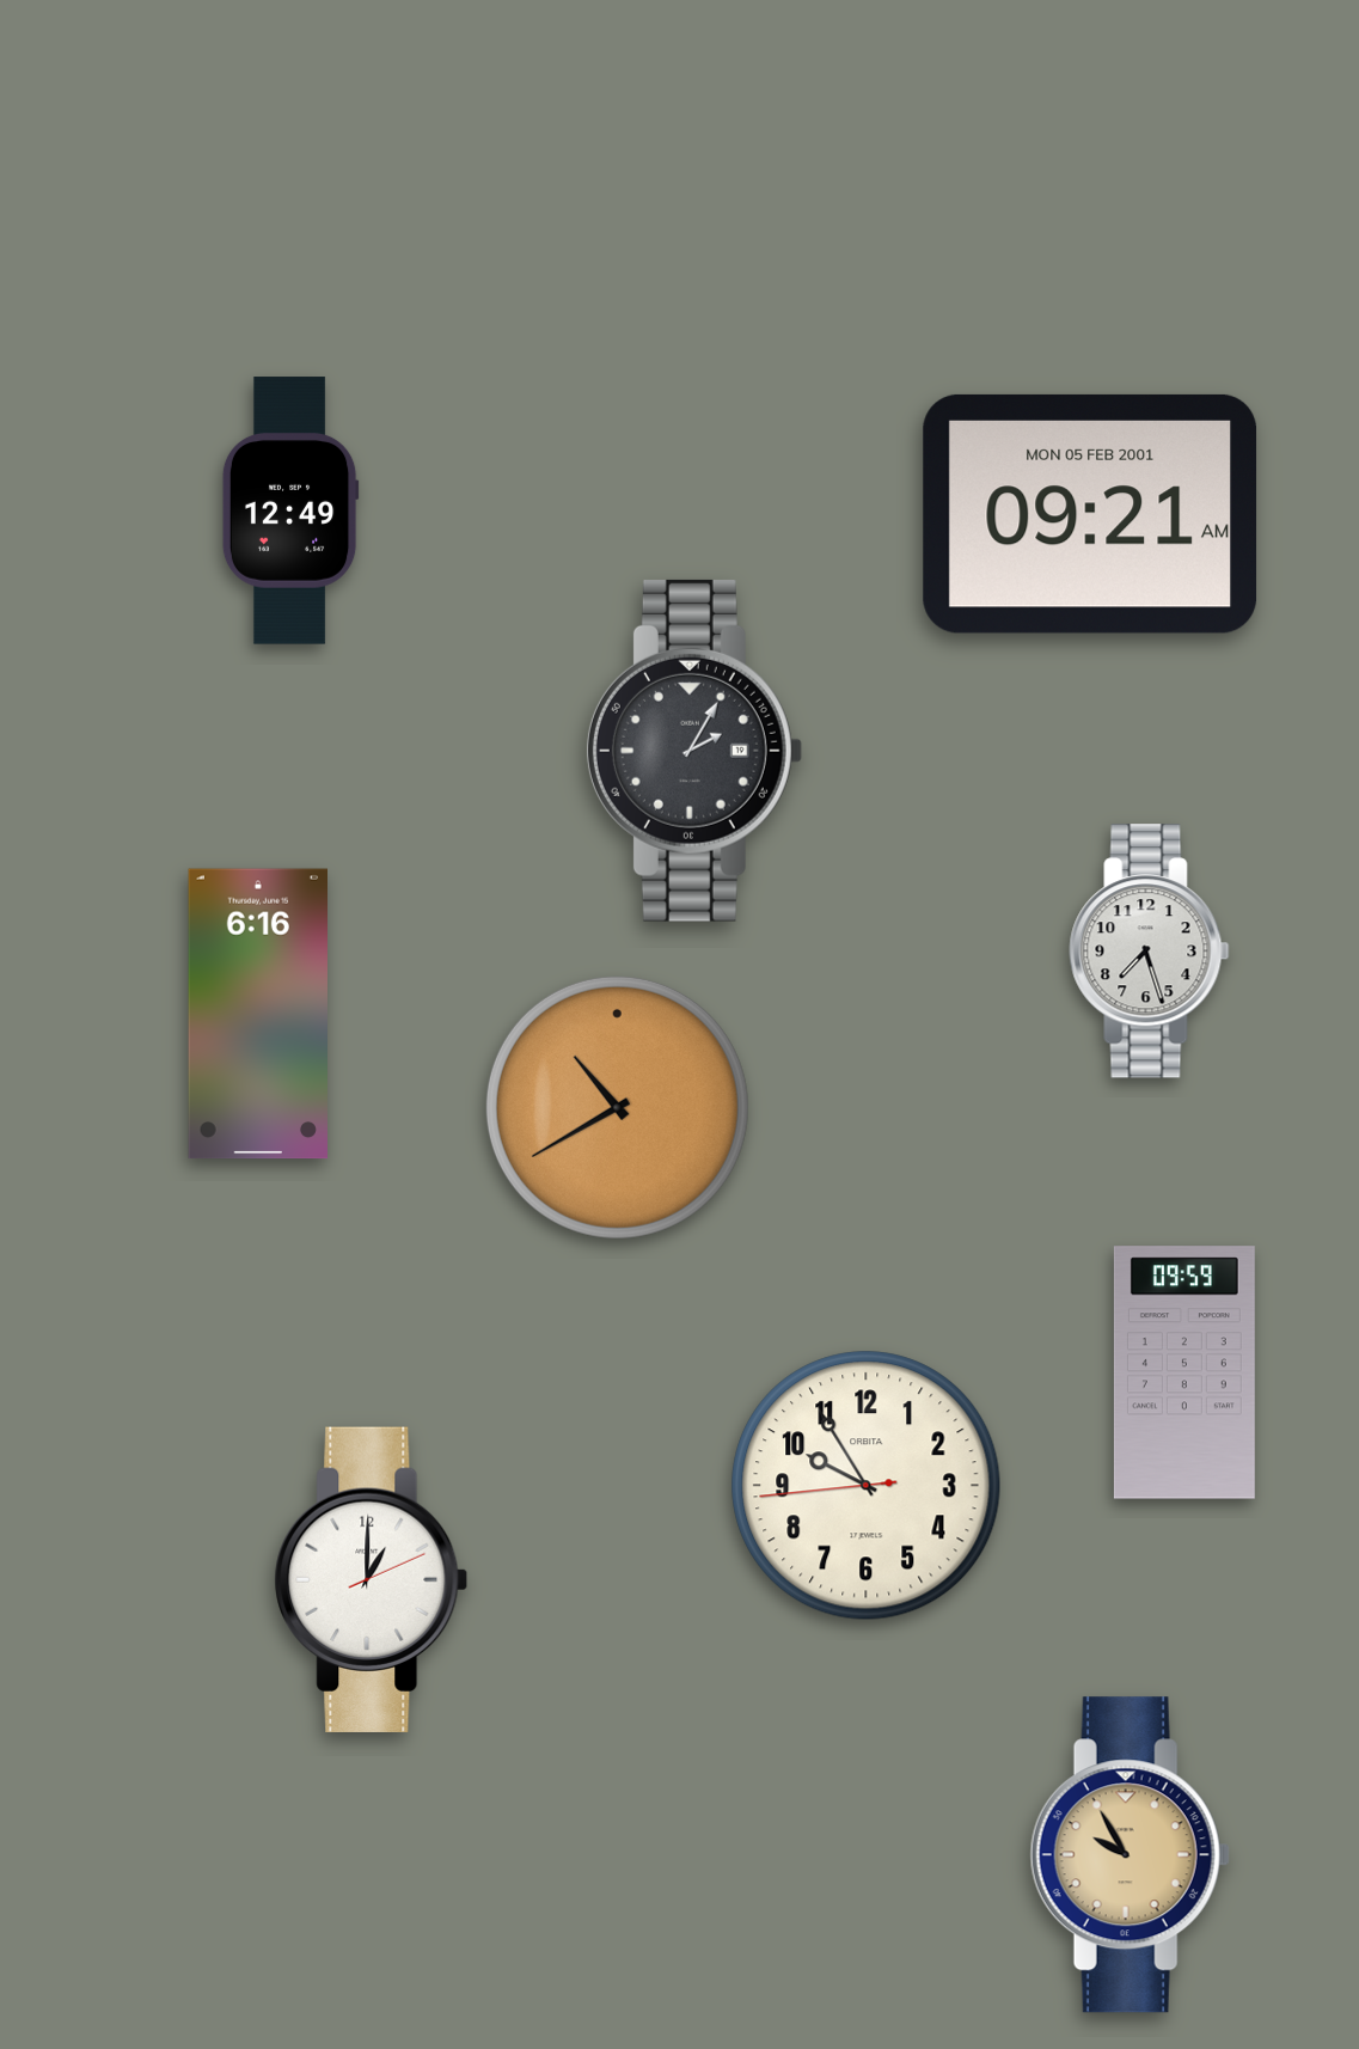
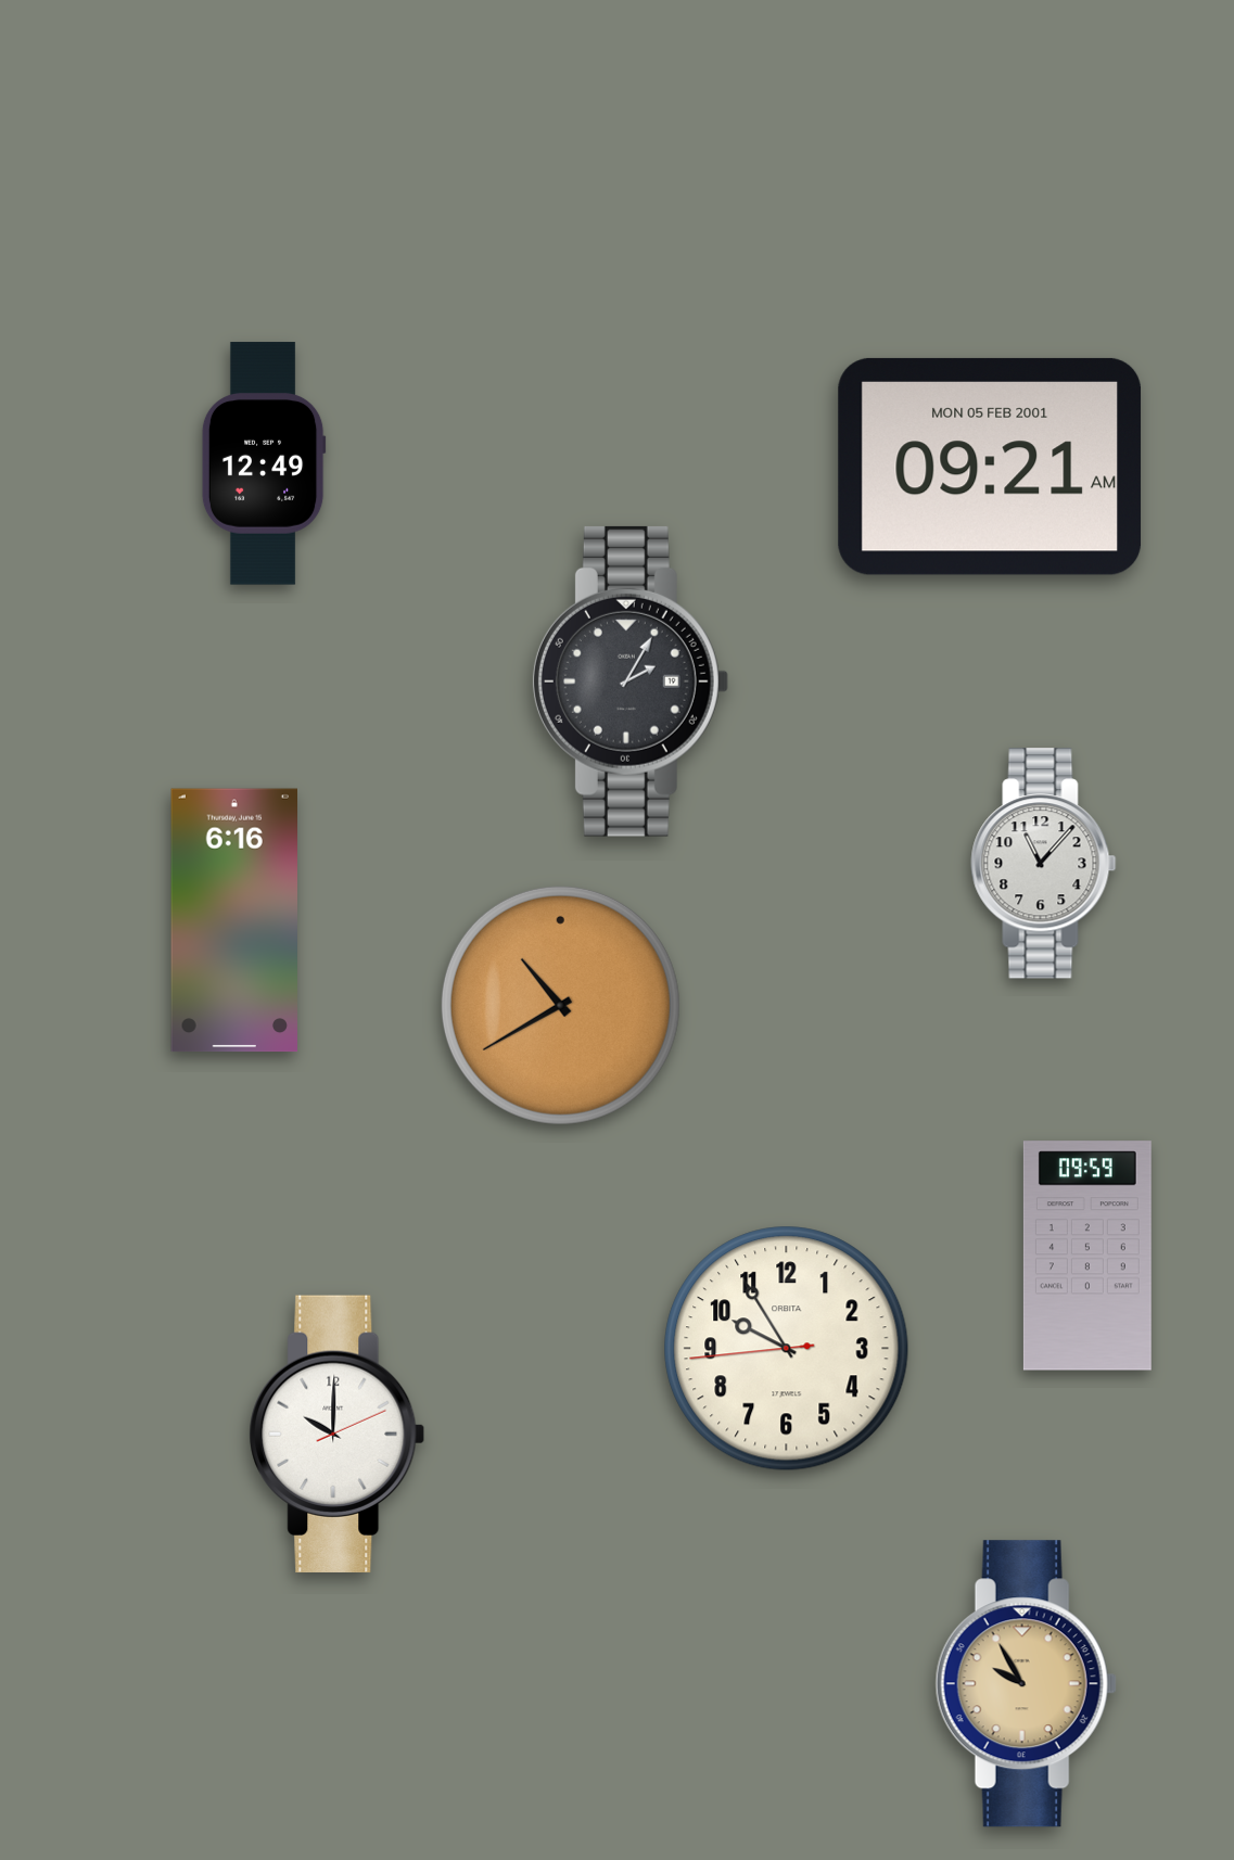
clock at (1150, 952): 7:27 -> 11:07
clock at (1184, 1372) position: (1184, 1372) -> (1087, 1256)
clock at (372, 1579): 1:00 -> 10:00
